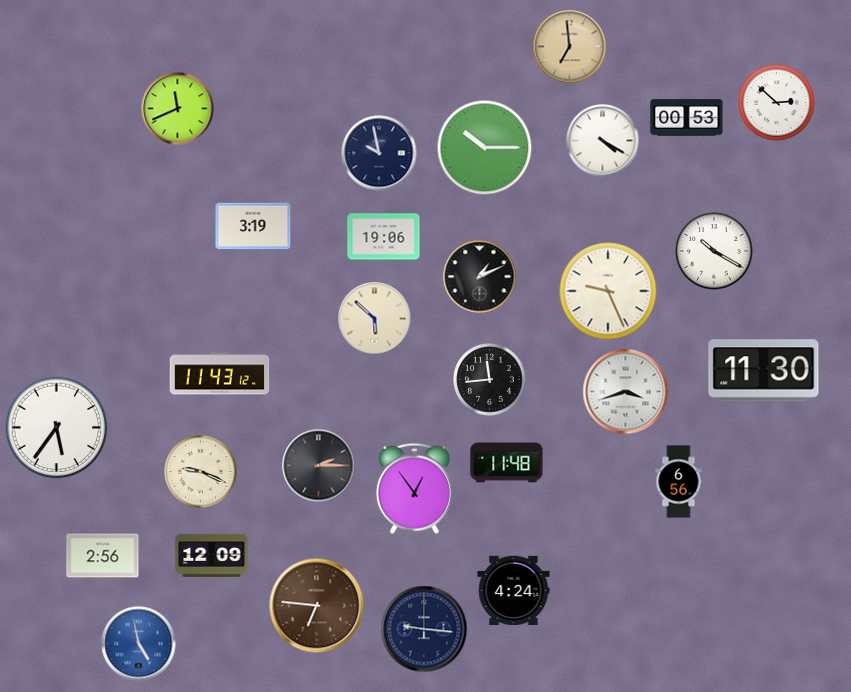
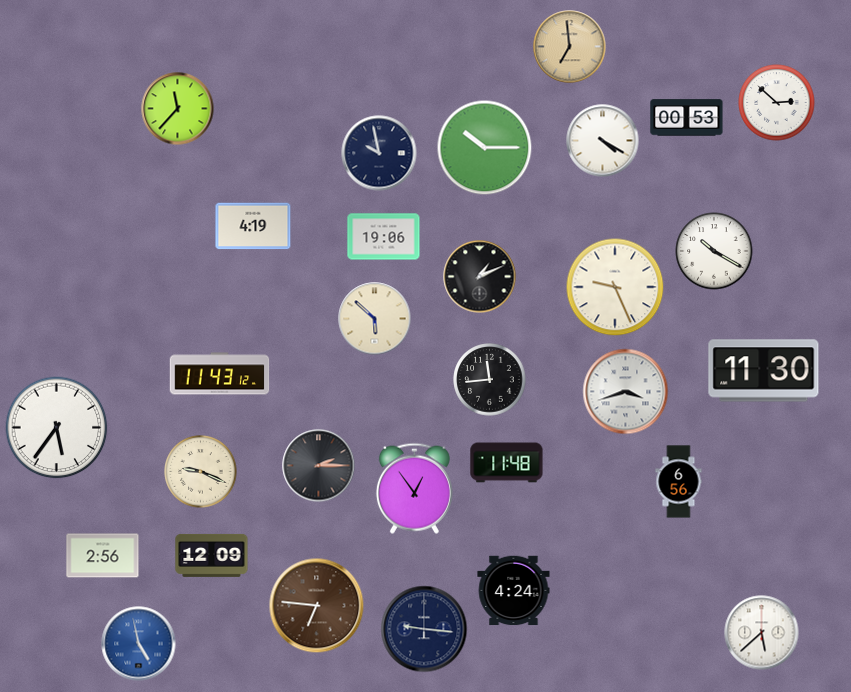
clock at (178, 109): 11:41 -> 11:37
clock at (253, 226): 3:19 -> 4:19
clock at (608, 291) position: (608, 291) -> (615, 287)
clock at (762, 633): none -> 5:38
